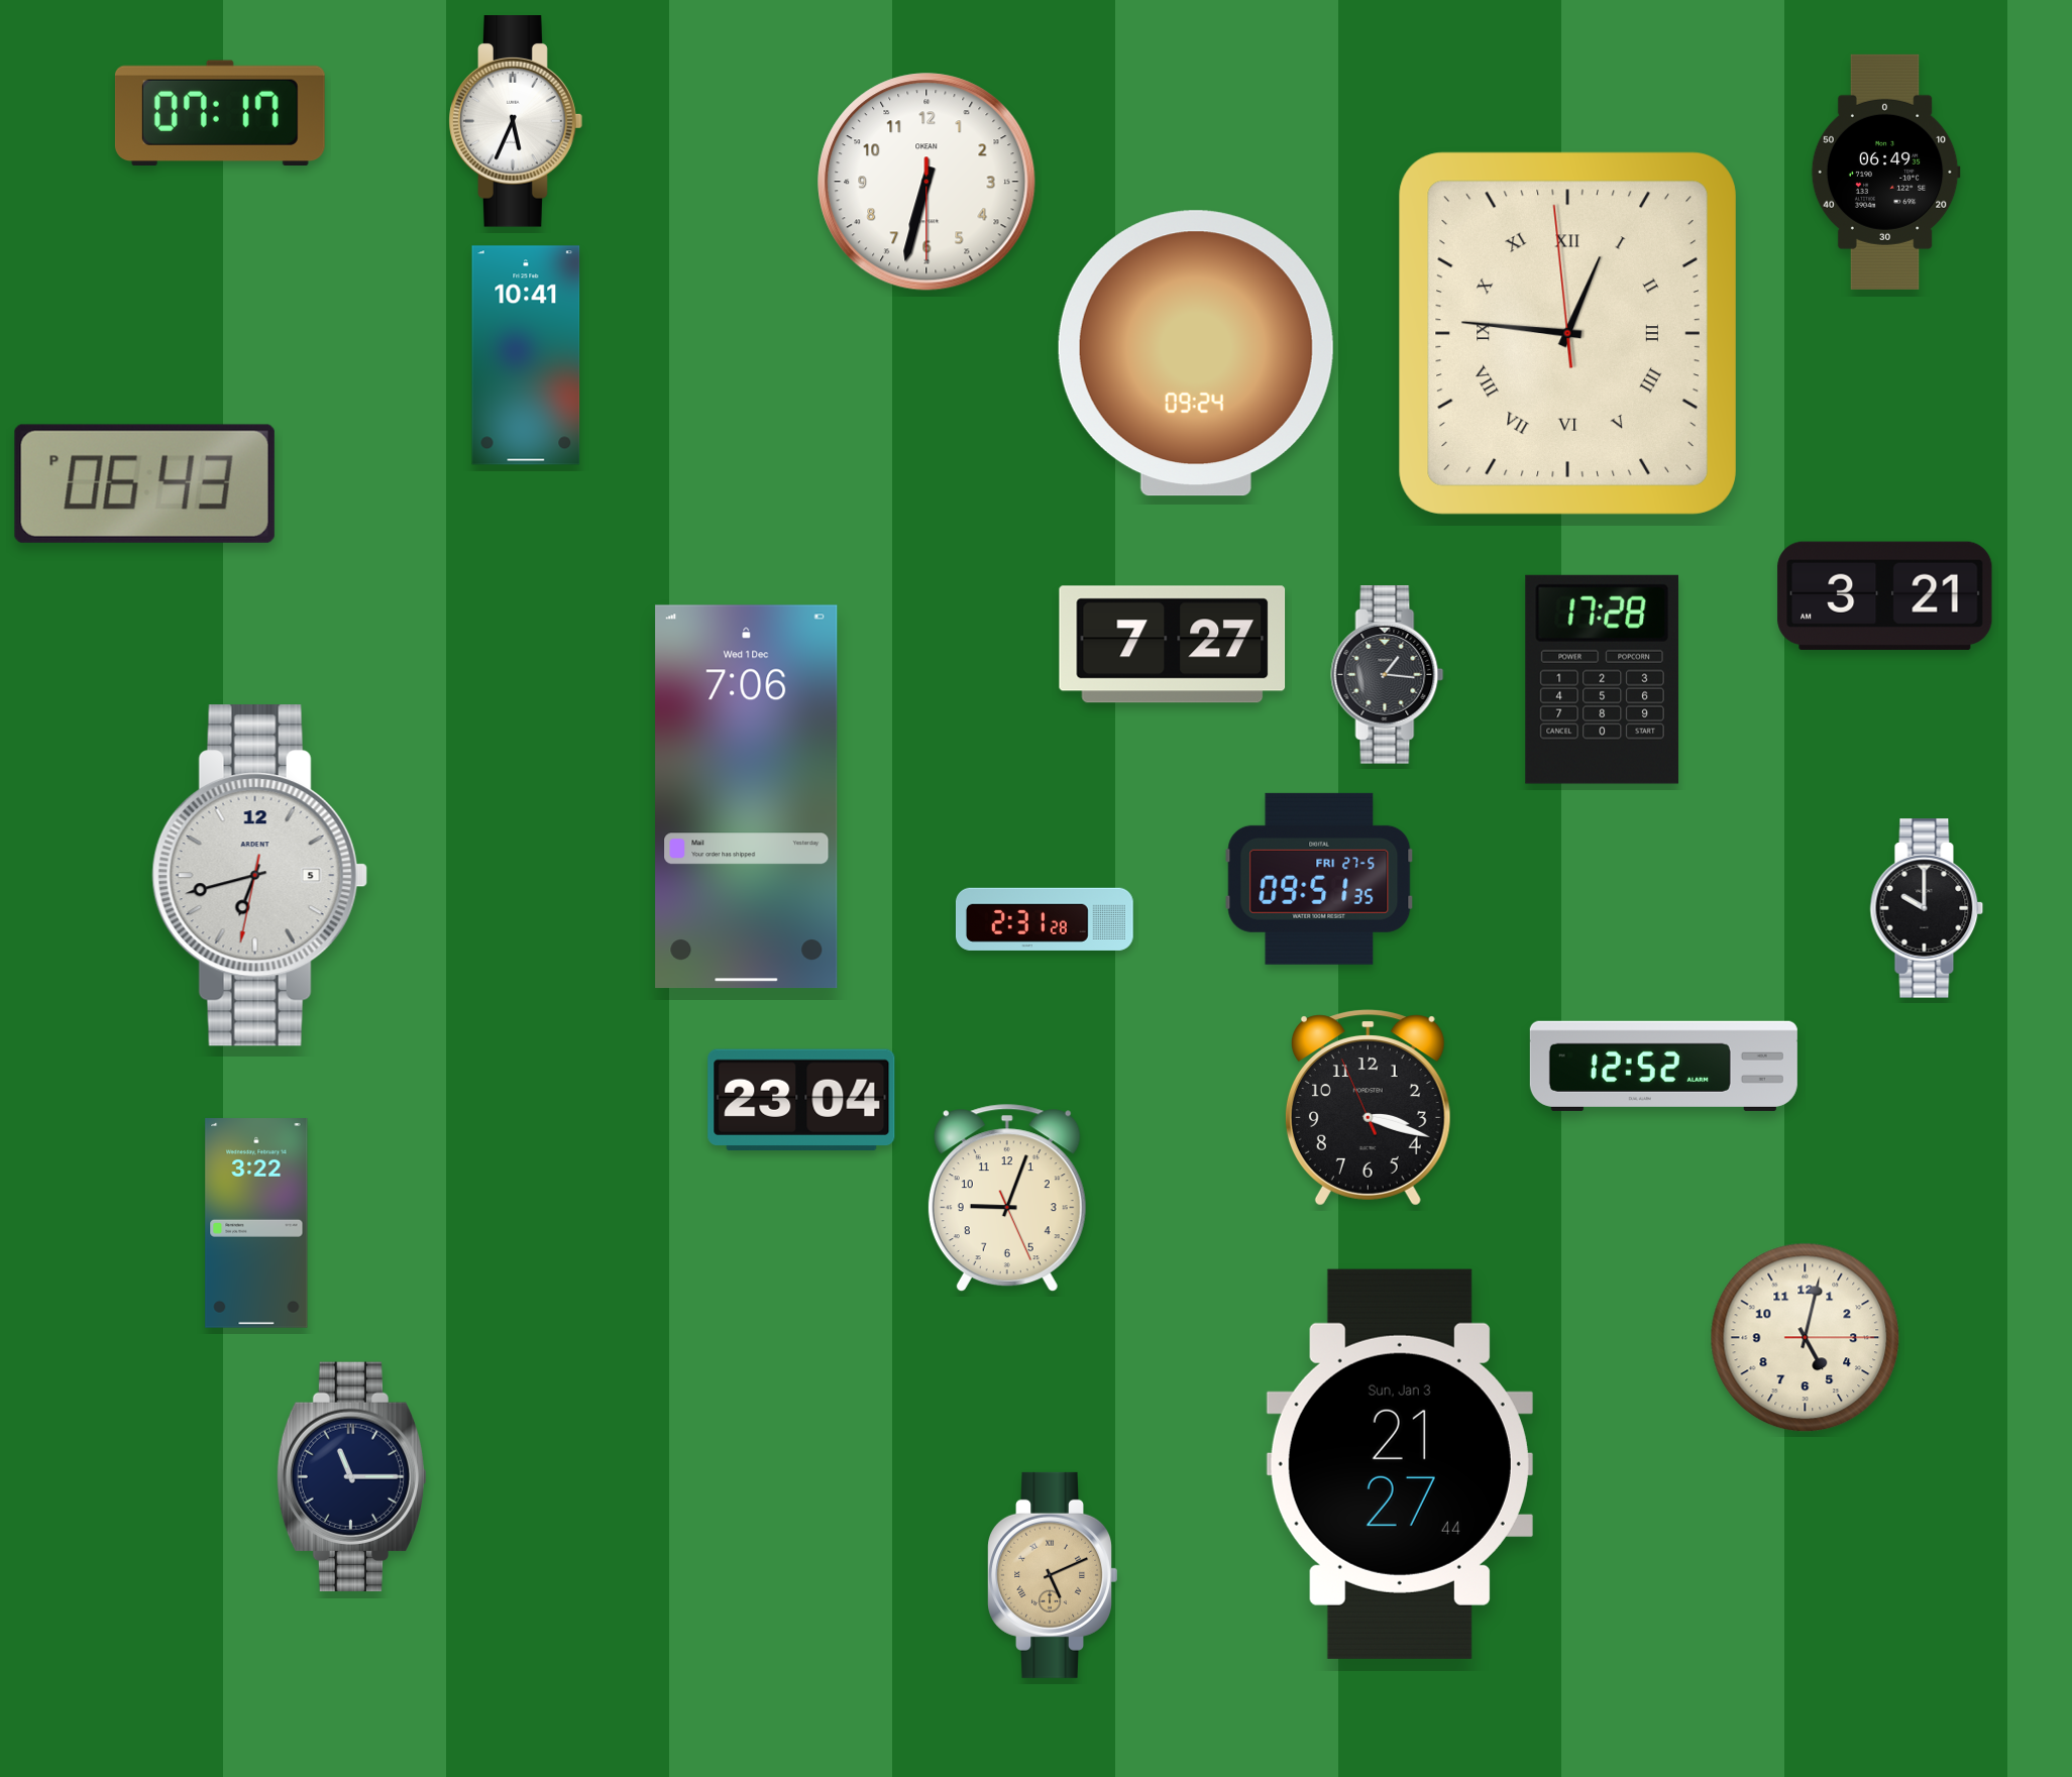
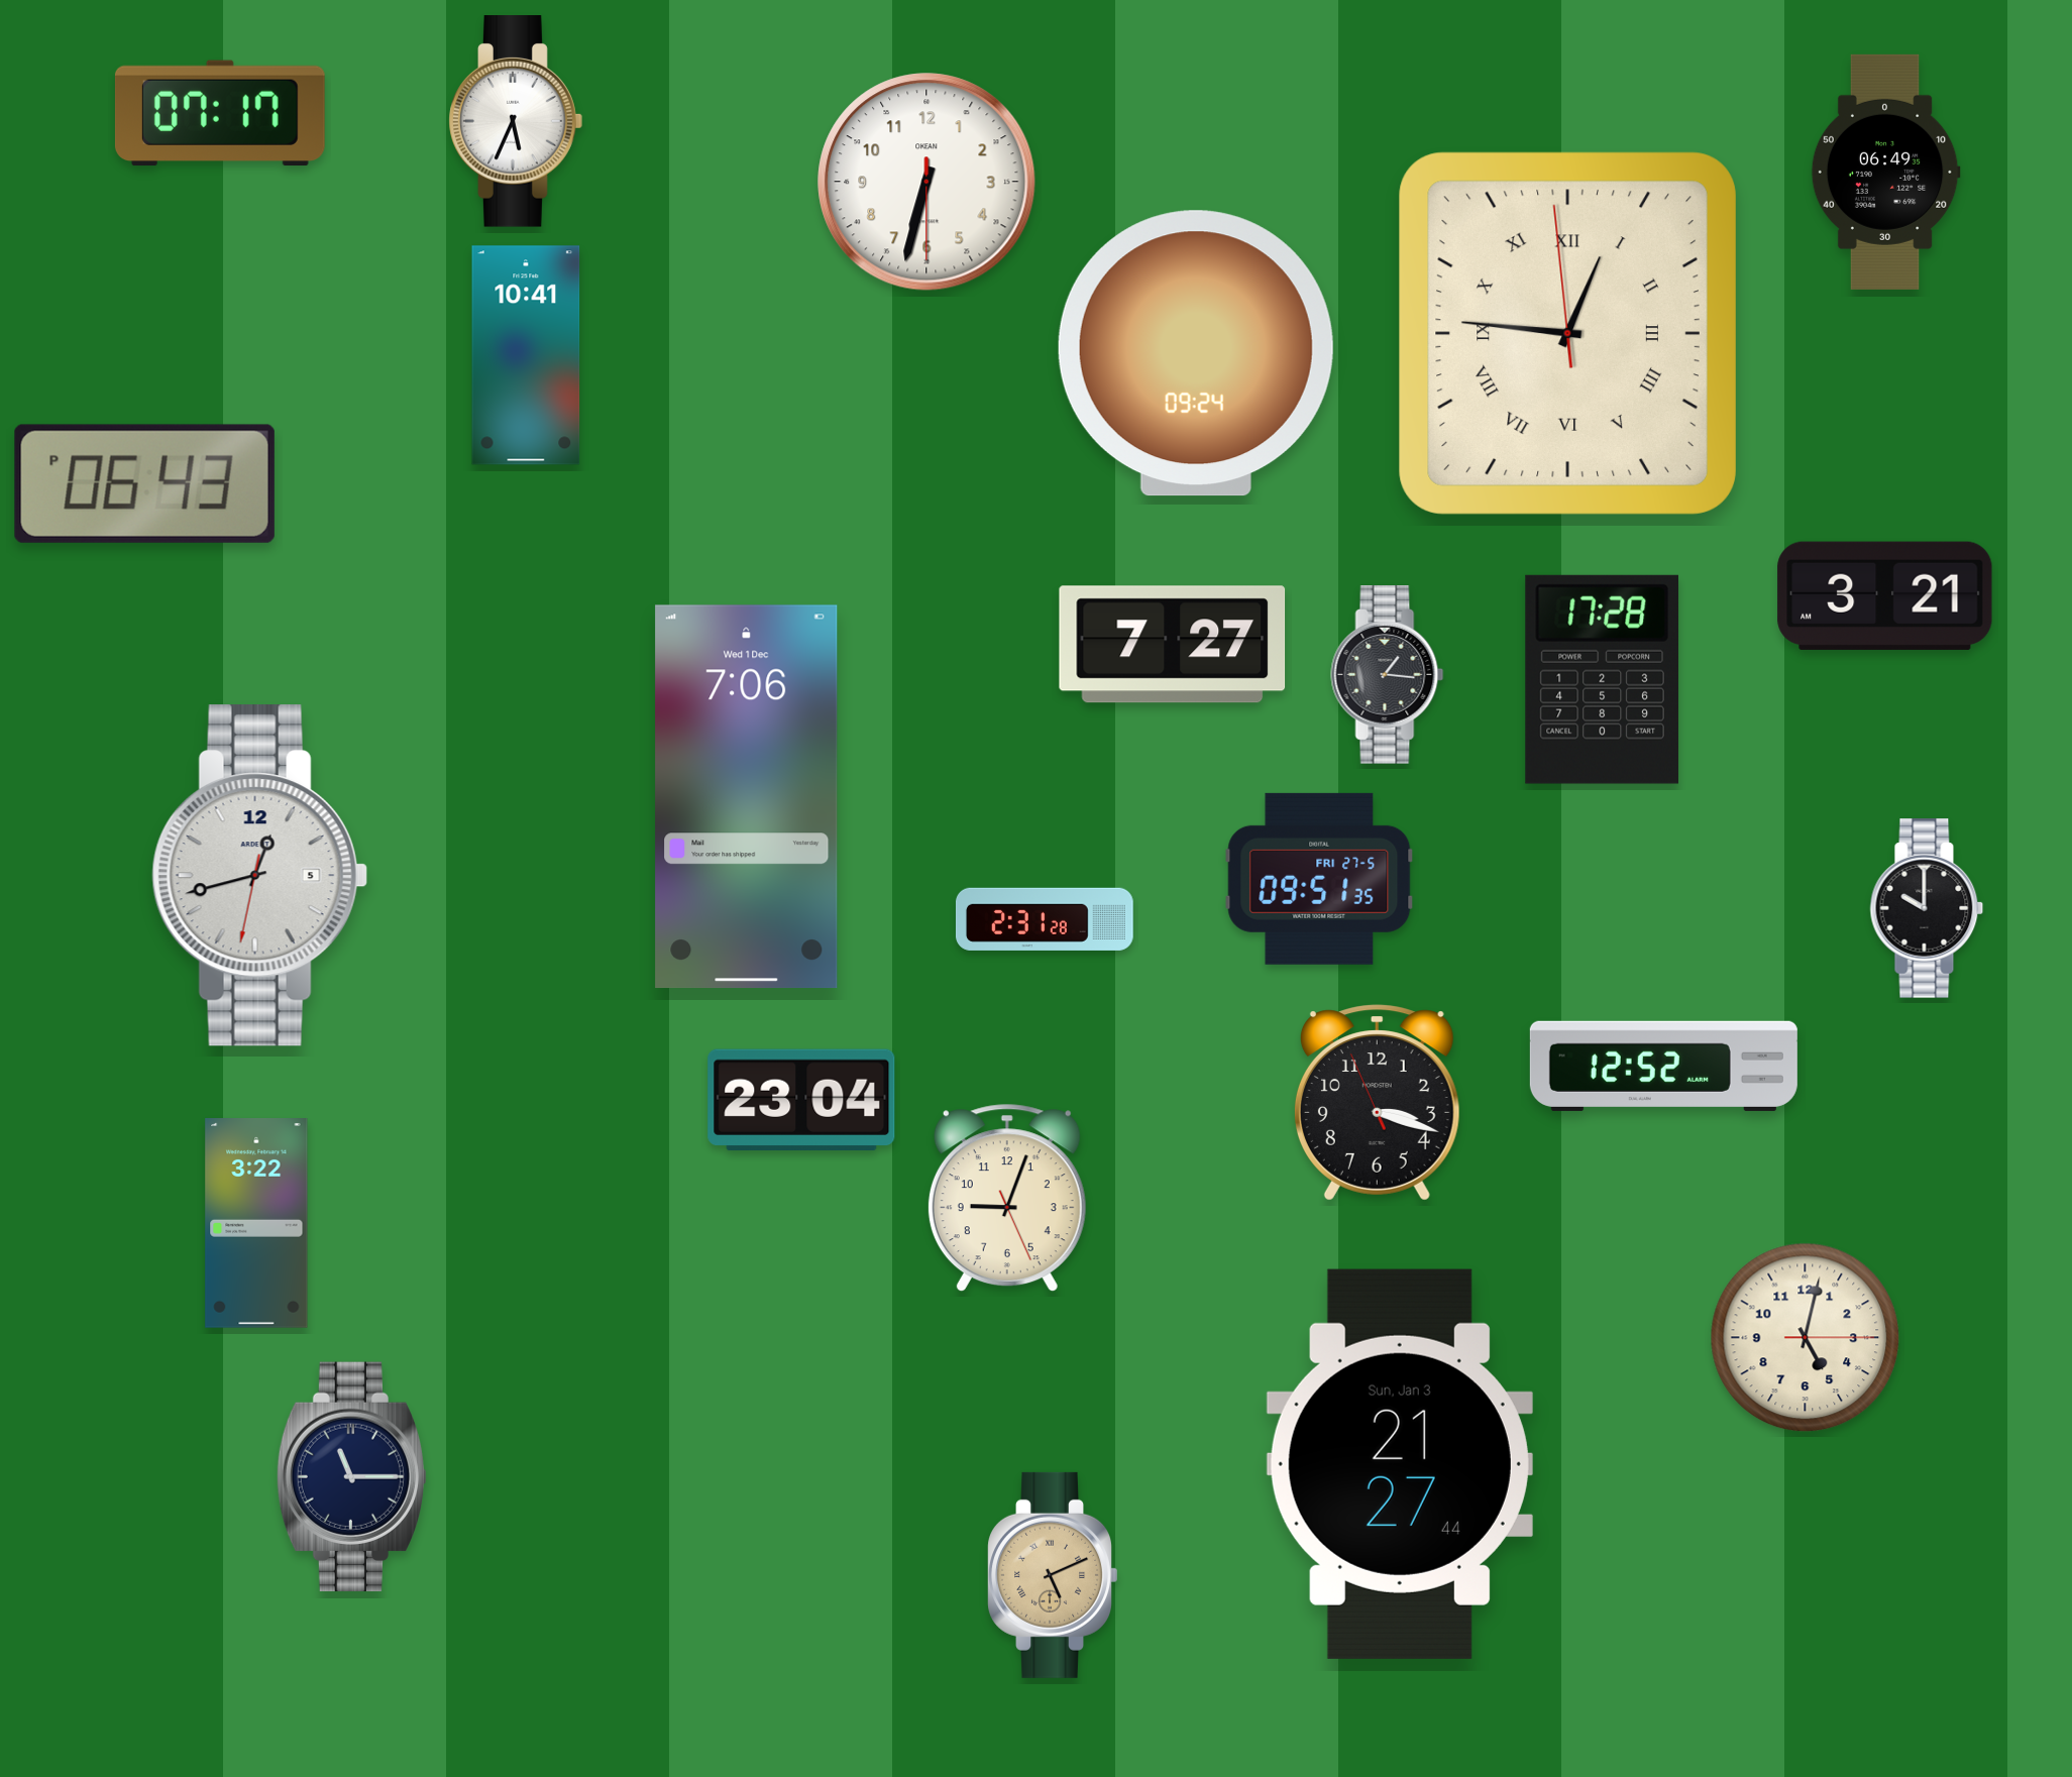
clock at (259, 876): 6:42 -> 12:42
clock at (1368, 1108) position: (1368, 1108) -> (1377, 1103)
